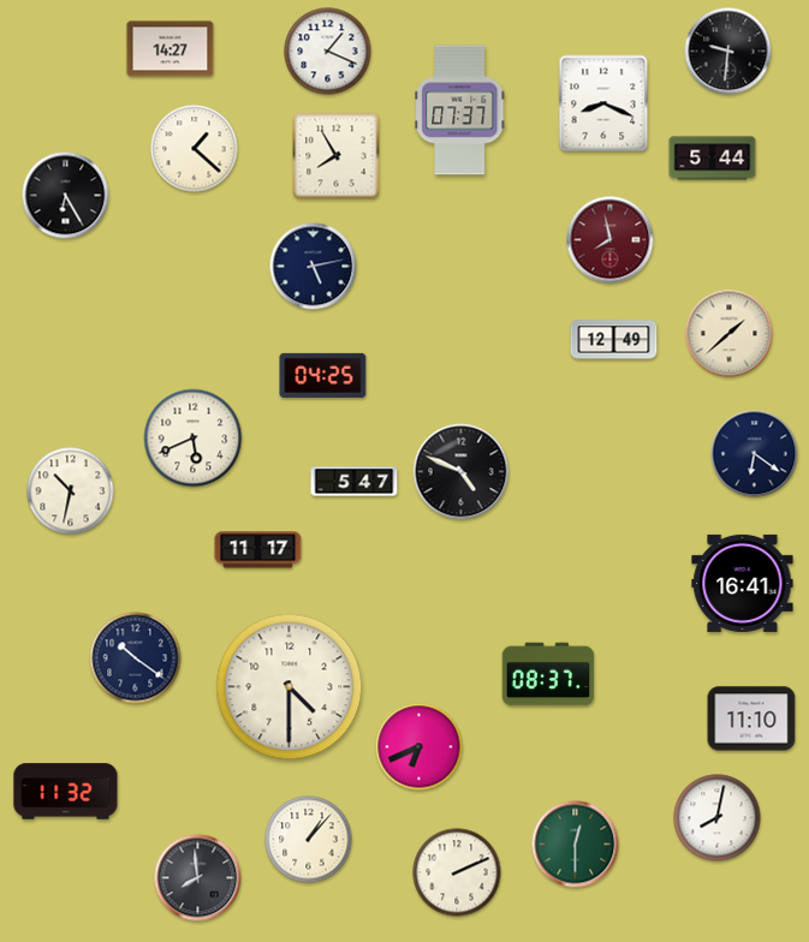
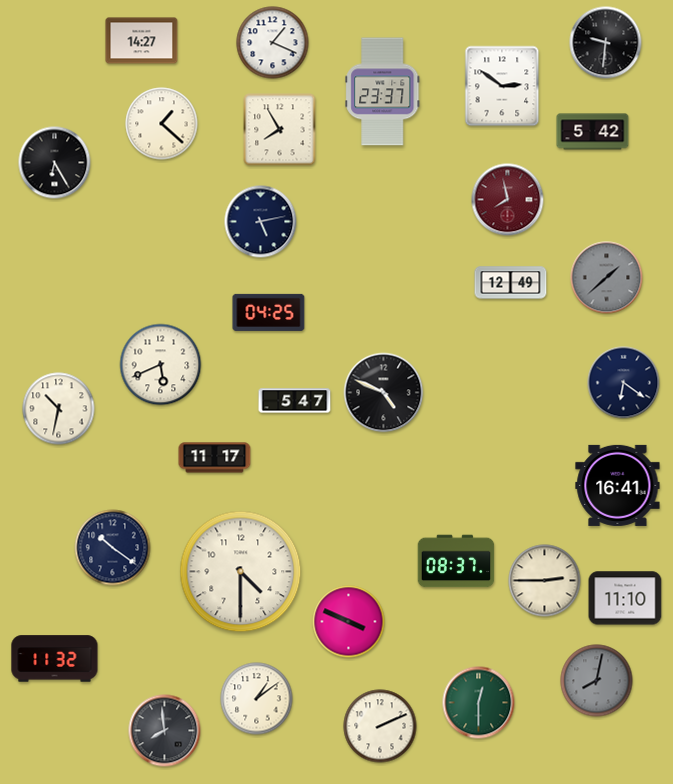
clock at (603, 103): 8:19 -> 2:51
clock at (460, 111): 07:37 -> 23:37
clock at (713, 159): 5:44 -> 5:42
clock at (730, 334) dial: cream -> grey
clock at (755, 454) position: (755, 454) -> (624, 383)
clock at (545, 581): none -> 2:45
clock at (420, 747): 6:41 -> 3:49
clock at (718, 818) dial: white -> grey
clock at (309, 840): 1:07 -> 1:09
